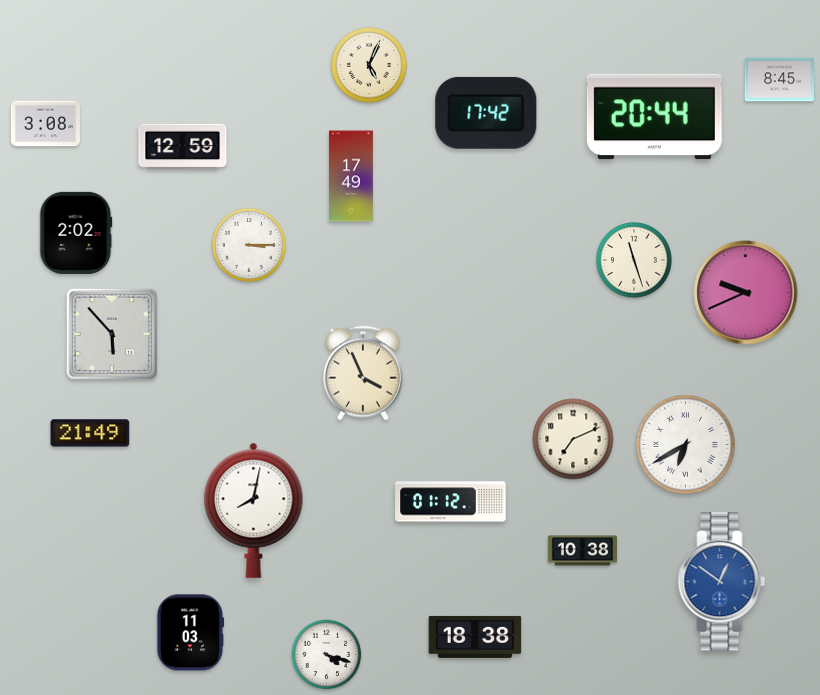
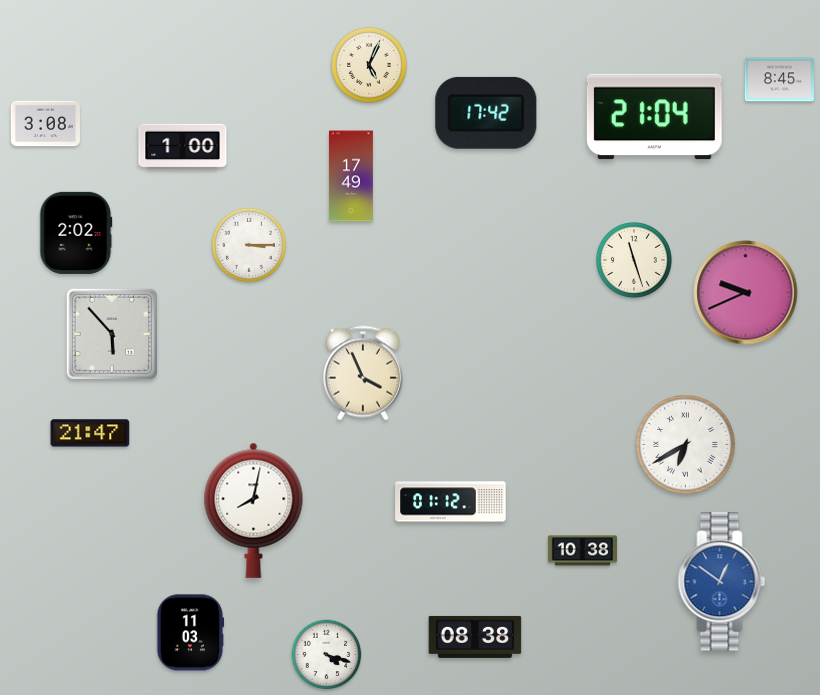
clock at (654, 117): 20:44 -> 21:04
clock at (183, 147): 12:59 -> 1:00
clock at (90, 433): 21:49 -> 21:47
clock at (573, 439): 7:11 -> none
clock at (475, 637): 18:38 -> 08:38
